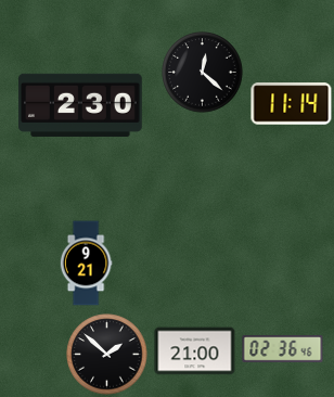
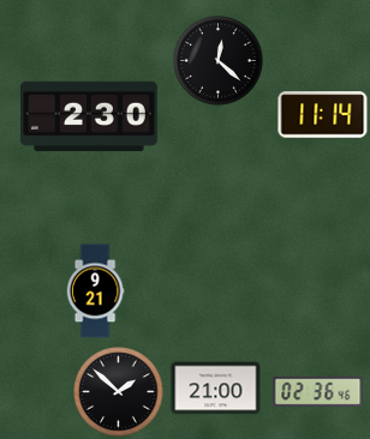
clock at (203, 73) position: (203, 73) -> (219, 61)
clock at (283, 349) position: (283, 349) -> (318, 392)
